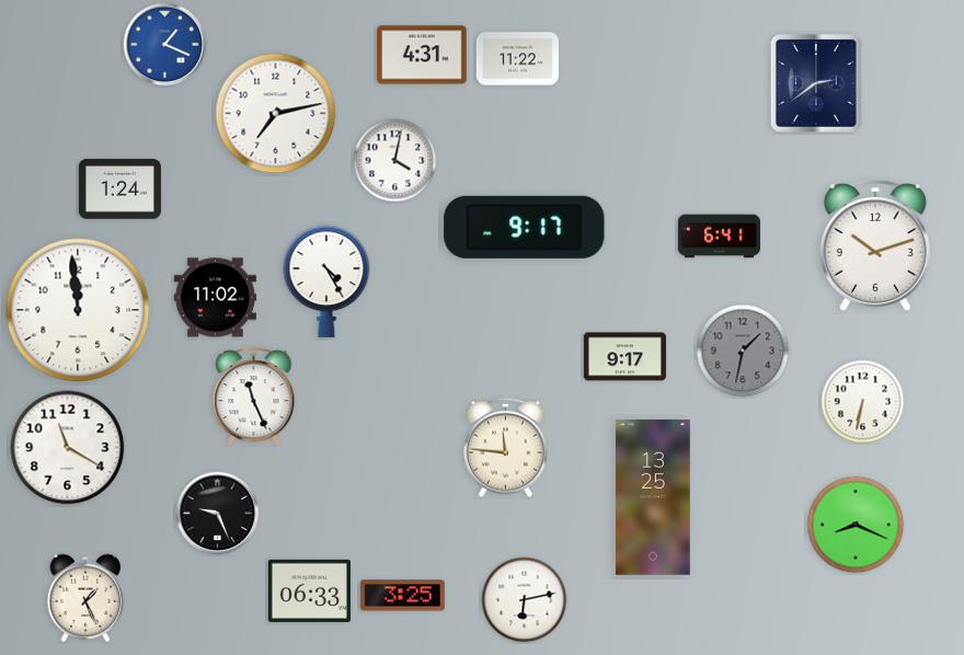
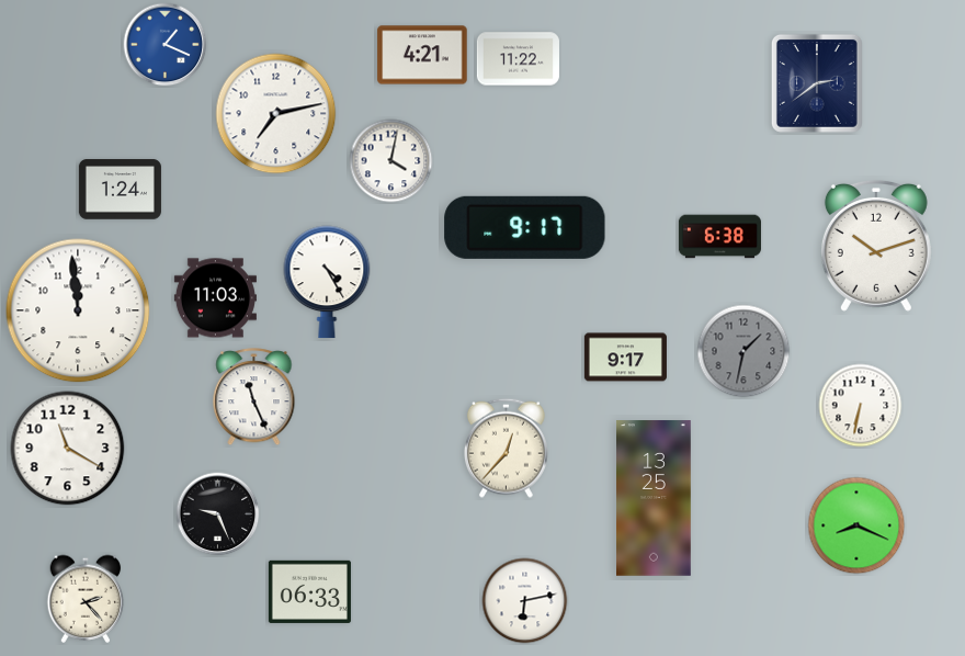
clock at (422, 55): 4:31 -> 4:21
clock at (395, 161) position: (395, 161) -> (391, 161)
clock at (719, 237): 6:41 -> 6:38
clock at (215, 298): 11:02 -> 11:03
clock at (863, 402) position: (863, 402) -> (861, 406)
clock at (505, 447): 11:46 -> 12:37
clock at (402, 596): 3:25 -> none
clock at (85, 598): 1:26 -> 2:23
